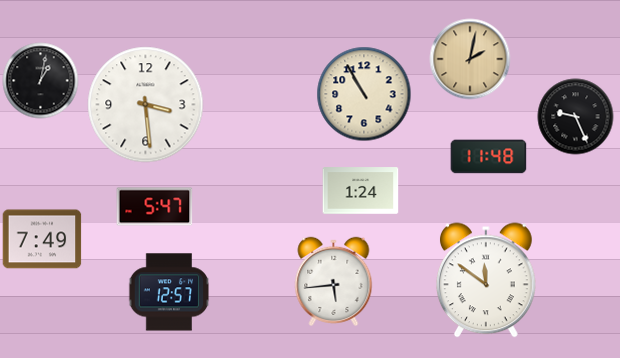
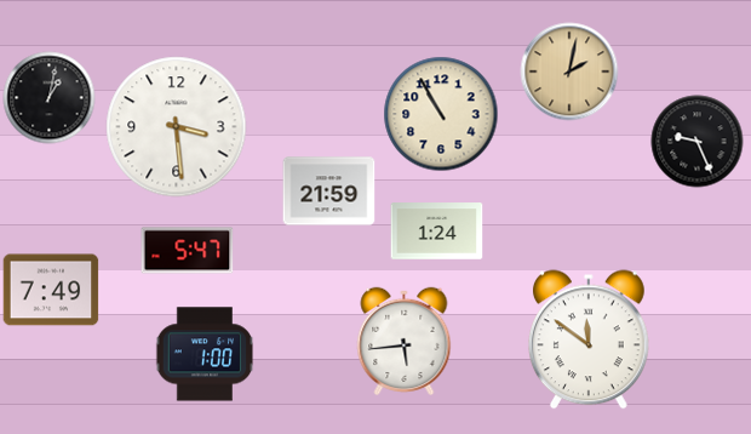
clock at (489, 157): 11:48 -> none
clock at (329, 192): none -> 21:59
clock at (169, 292): 12:57 -> 1:00
